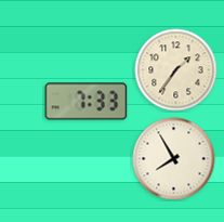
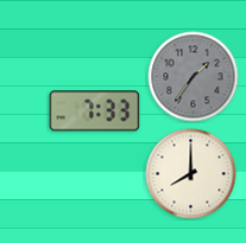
clock at (176, 70) dial: cream -> grey
clock at (174, 159): 7:55 -> 8:00
